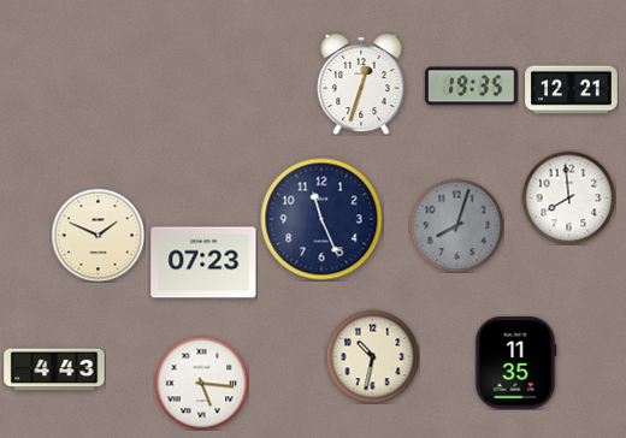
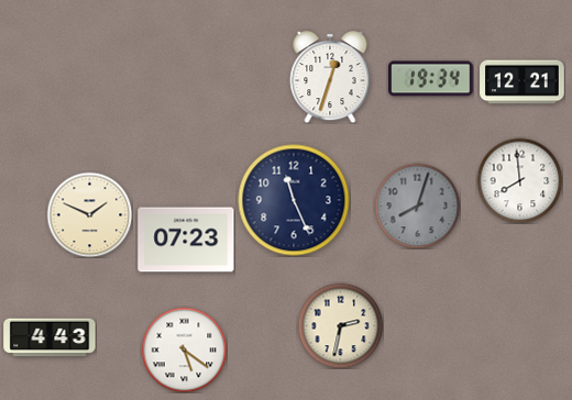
clock at (472, 87): 19:35 -> 19:34
clock at (372, 356): 10:32 -> 2:32
clock at (515, 363): 11:35 -> none
clock at (201, 383): 5:16 -> 5:21
